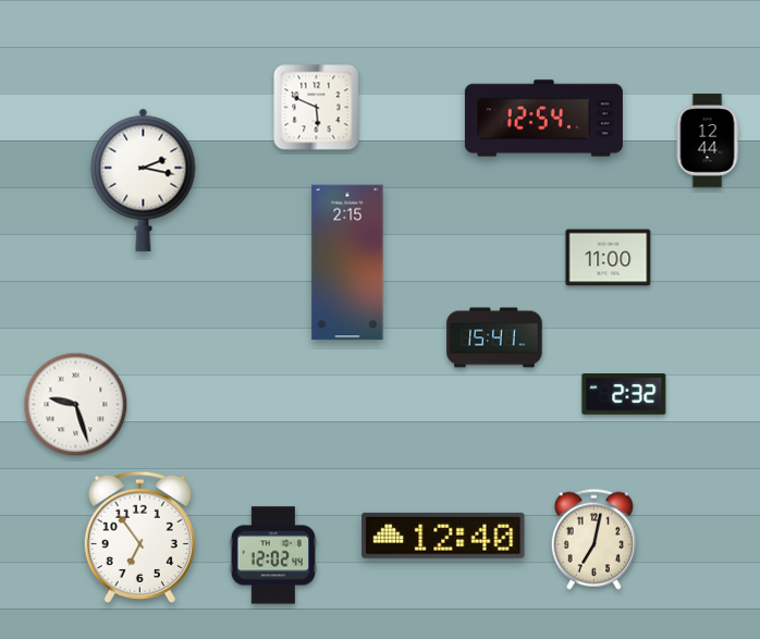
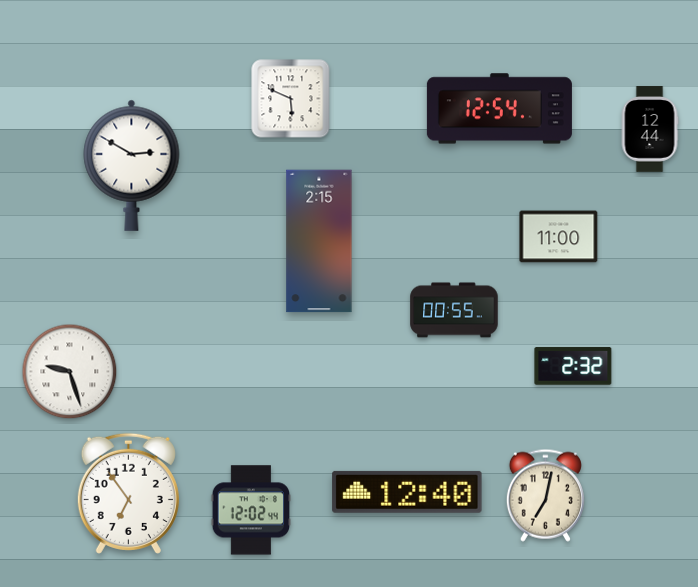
clock at (144, 180): 2:17 -> 2:50
clock at (494, 337): 15:41 -> 00:55
clock at (624, 394) position: (624, 394) -> (573, 366)
